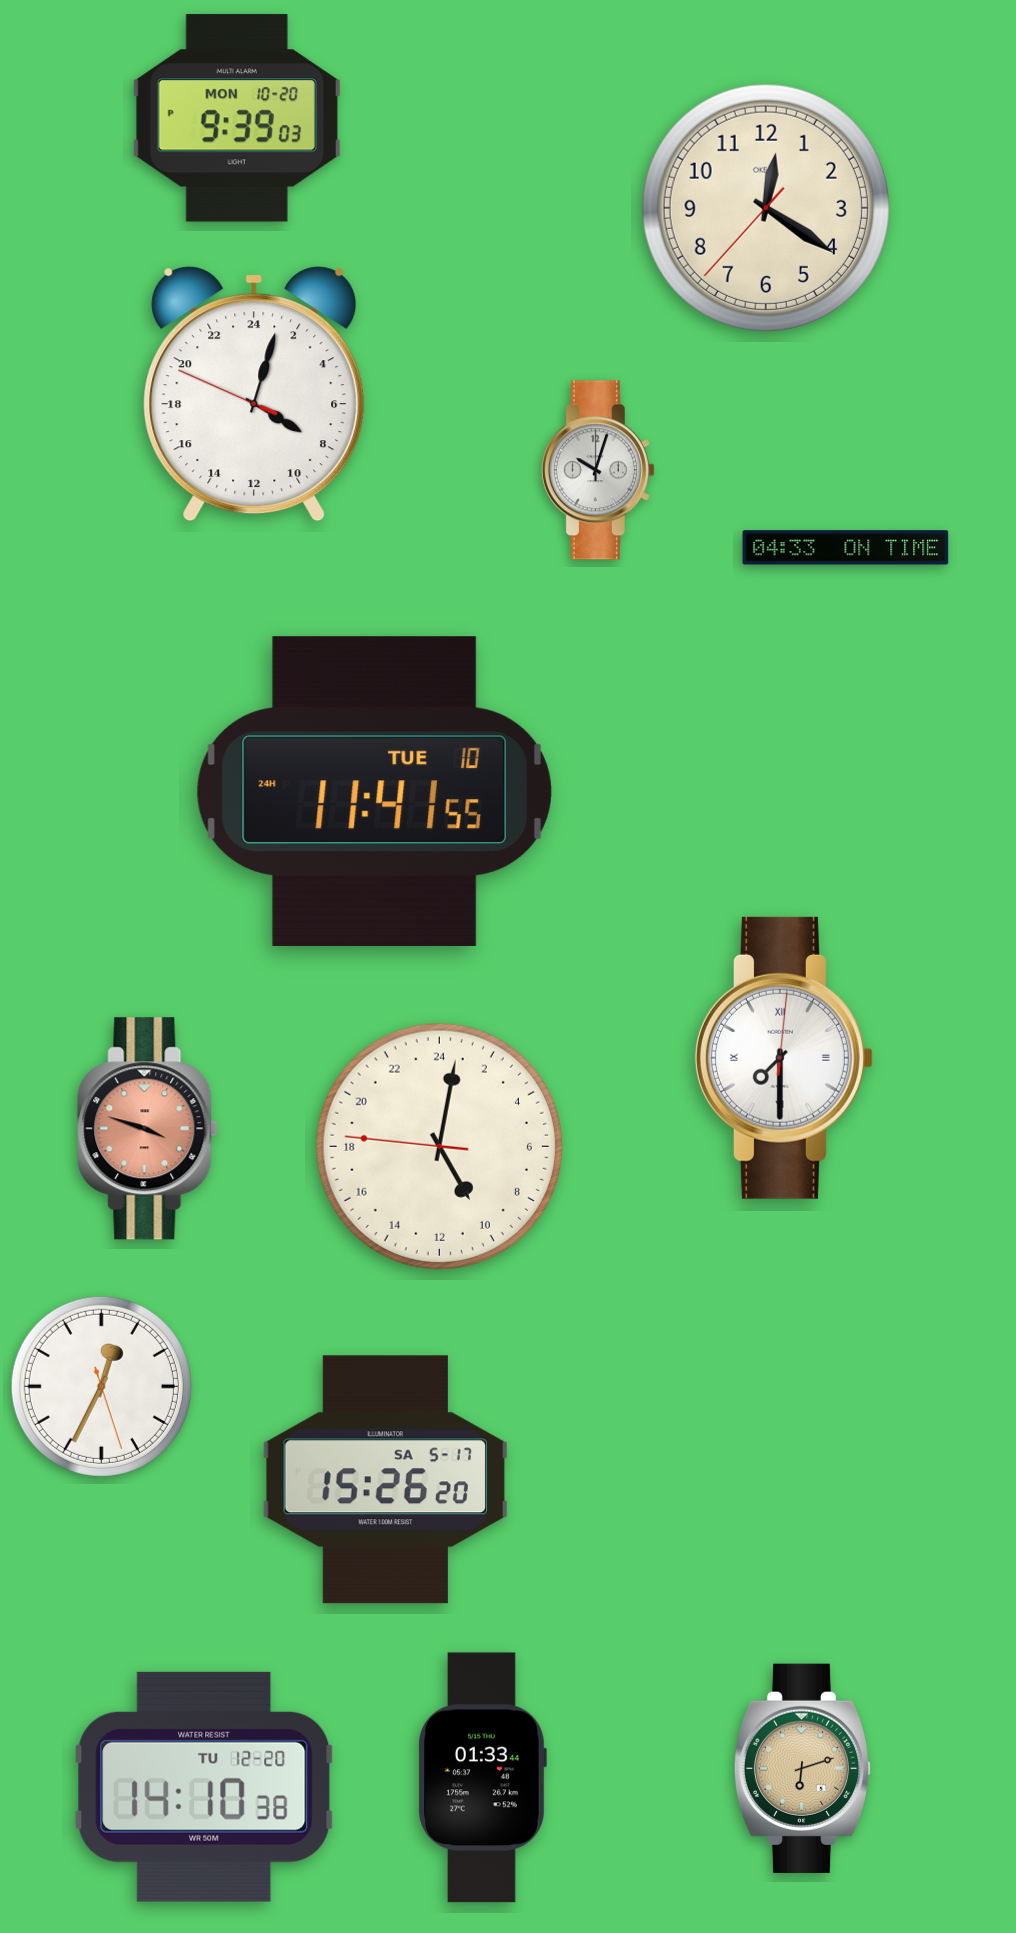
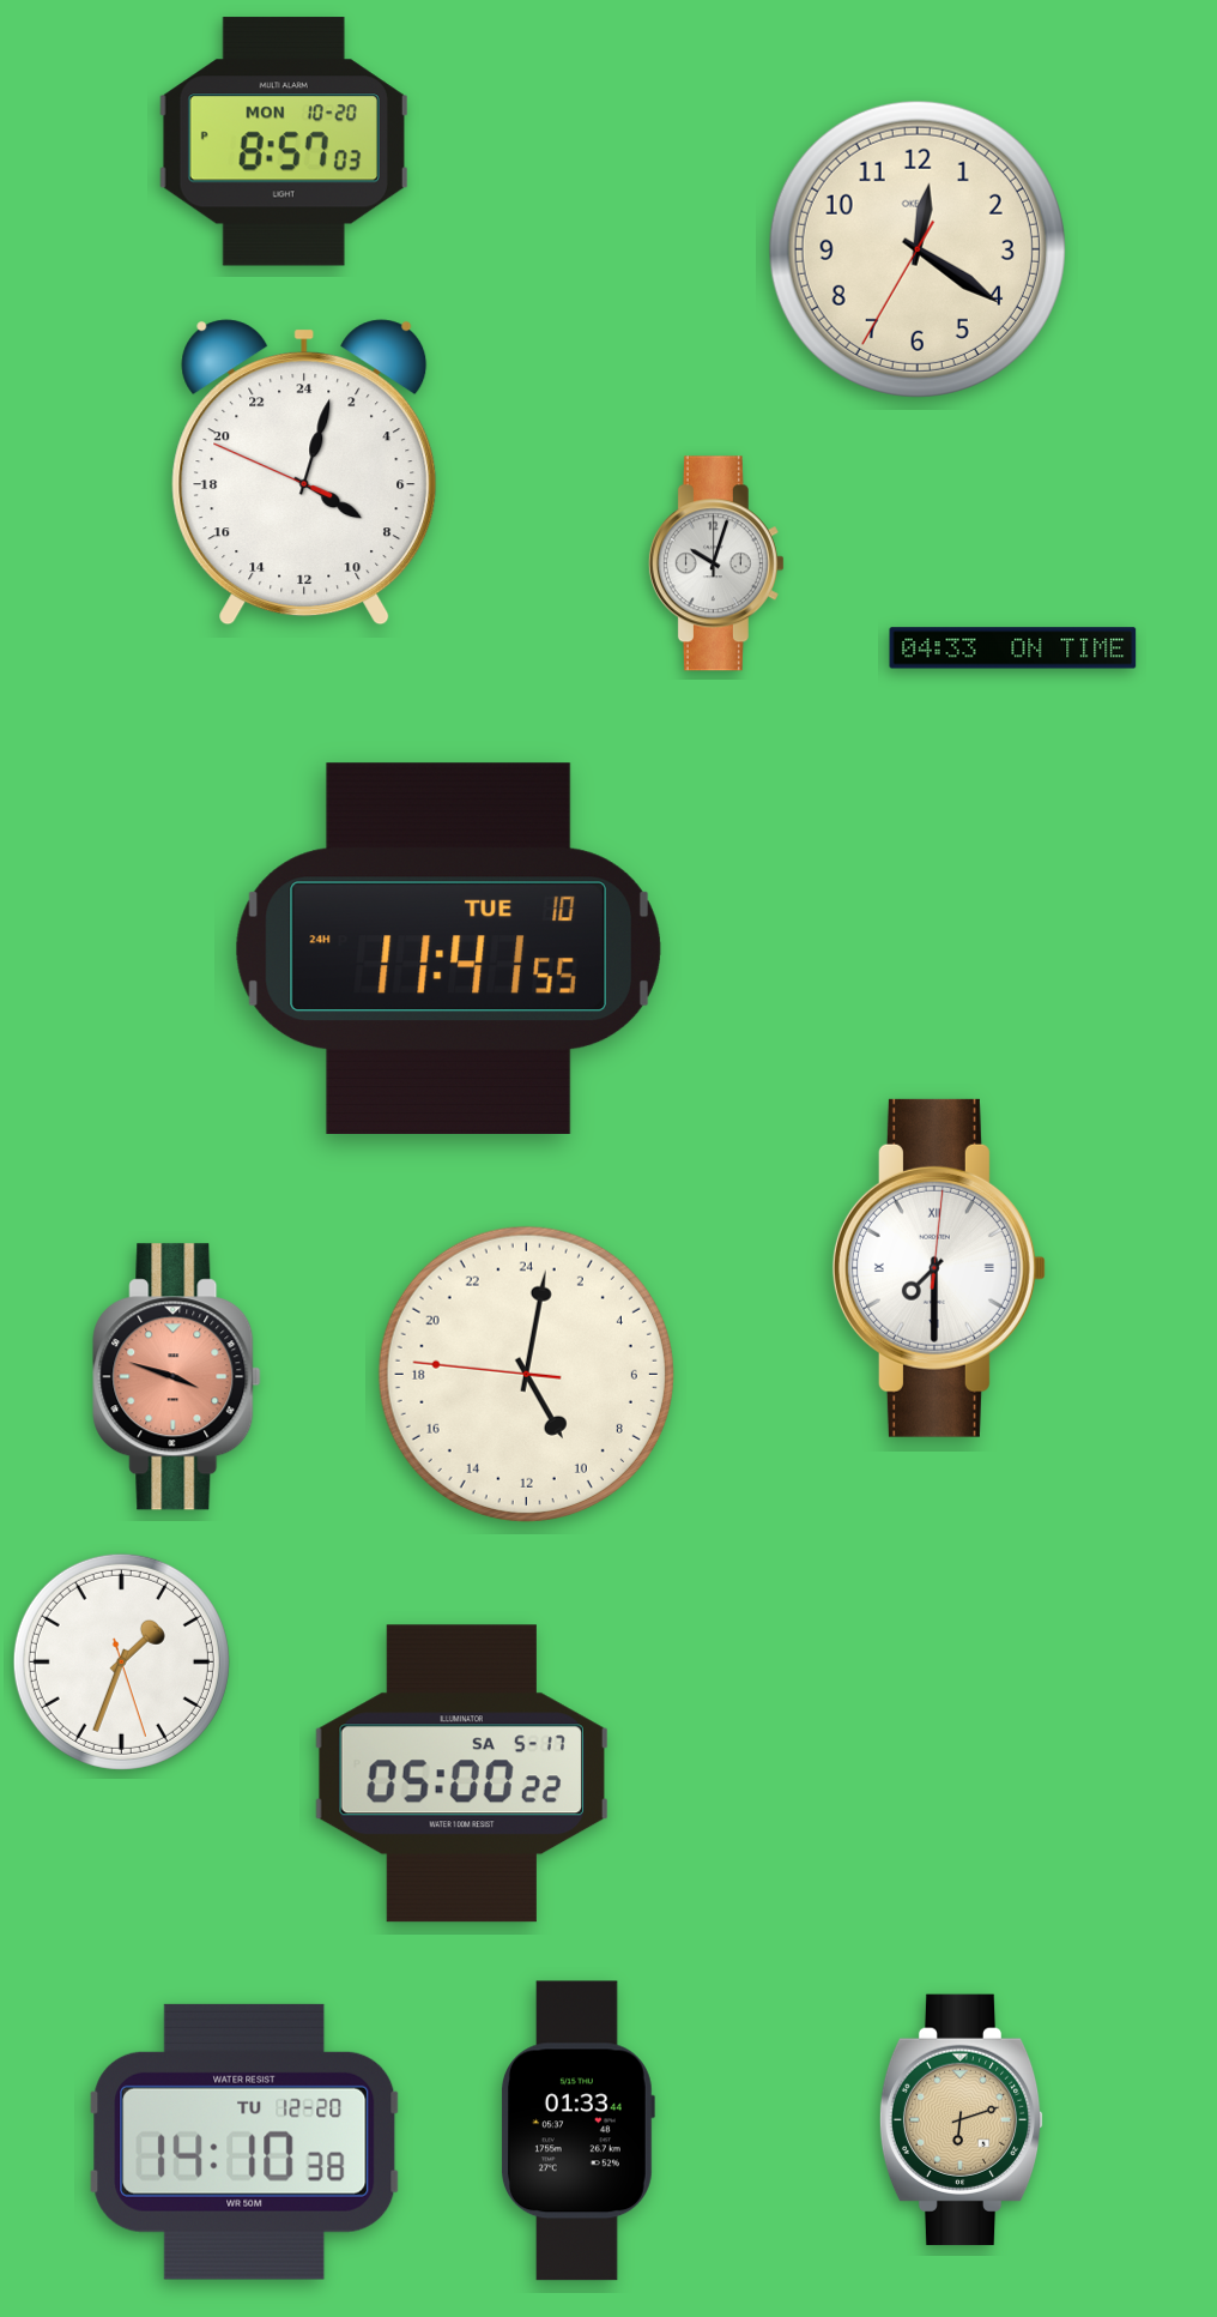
clock at (237, 118): 9:39 -> 8:57
clock at (766, 208): 12:20:37 -> 12:20:35
clock at (846, 548) position: (846, 548) -> (1013, 648)
clock at (148, 1129) position: (148, 1129) -> (177, 1377)
clock at (101, 1386): 12:34 -> 1:33
clock at (385, 1480): 15:26 -> 05:00
